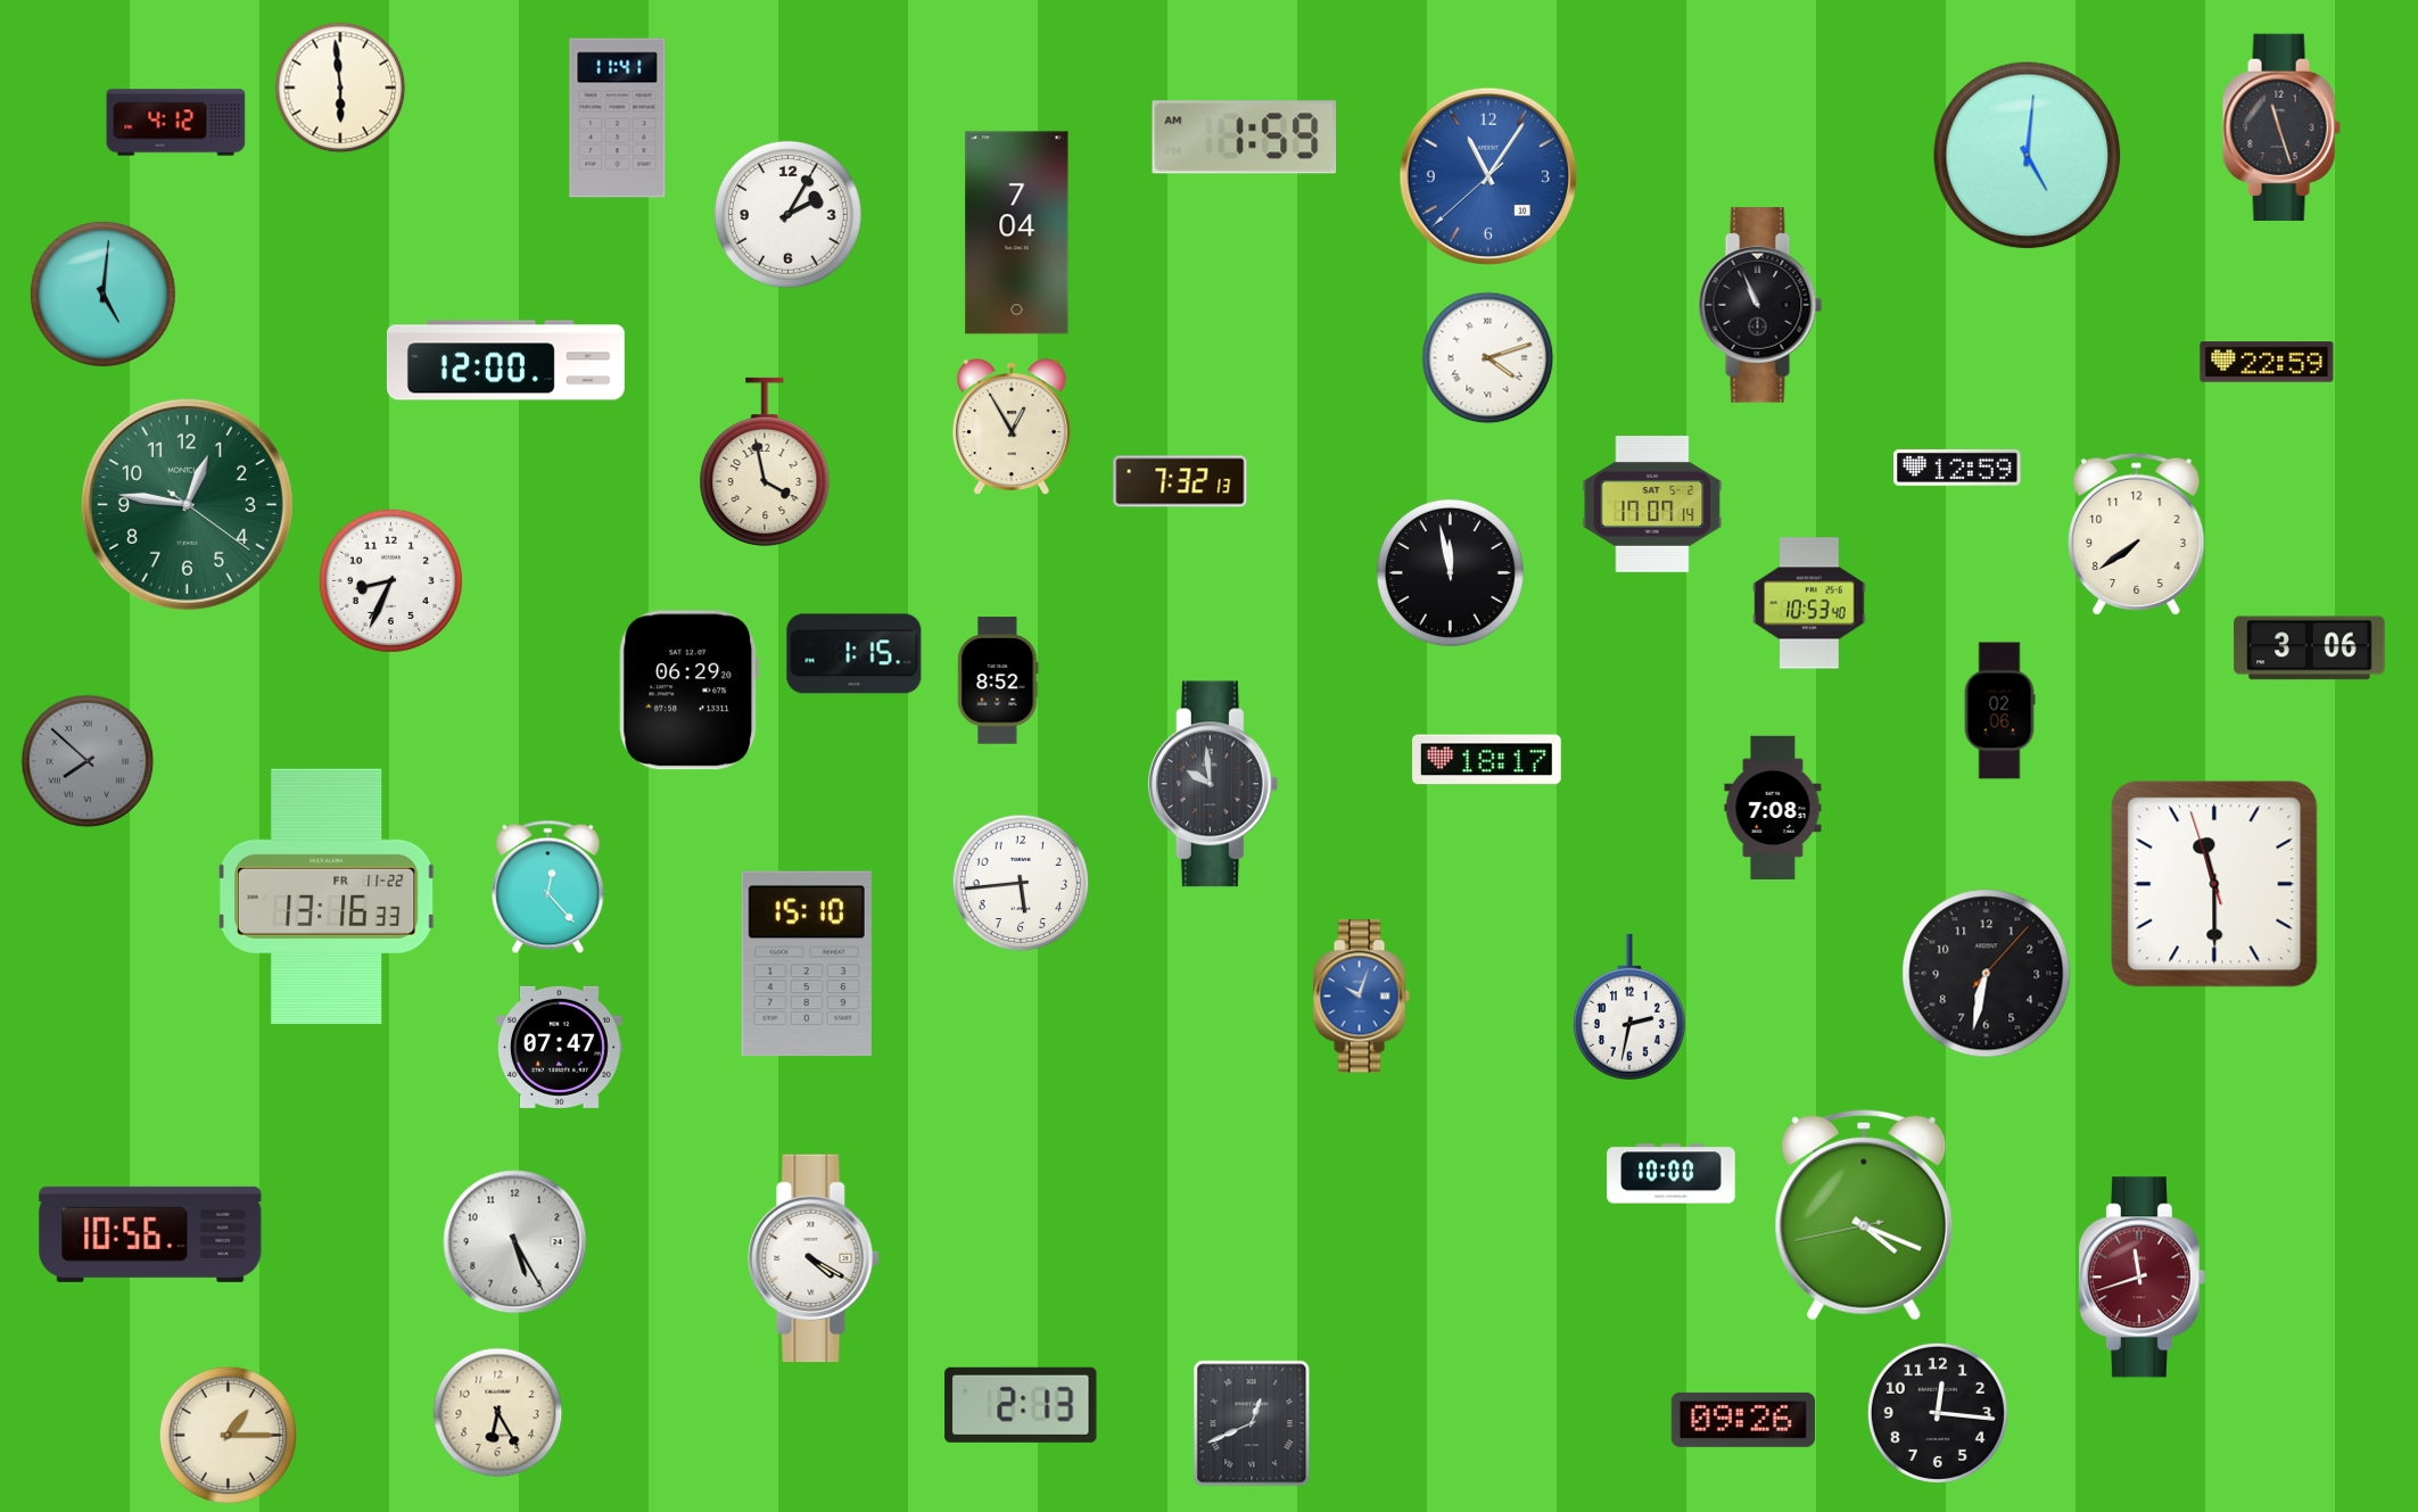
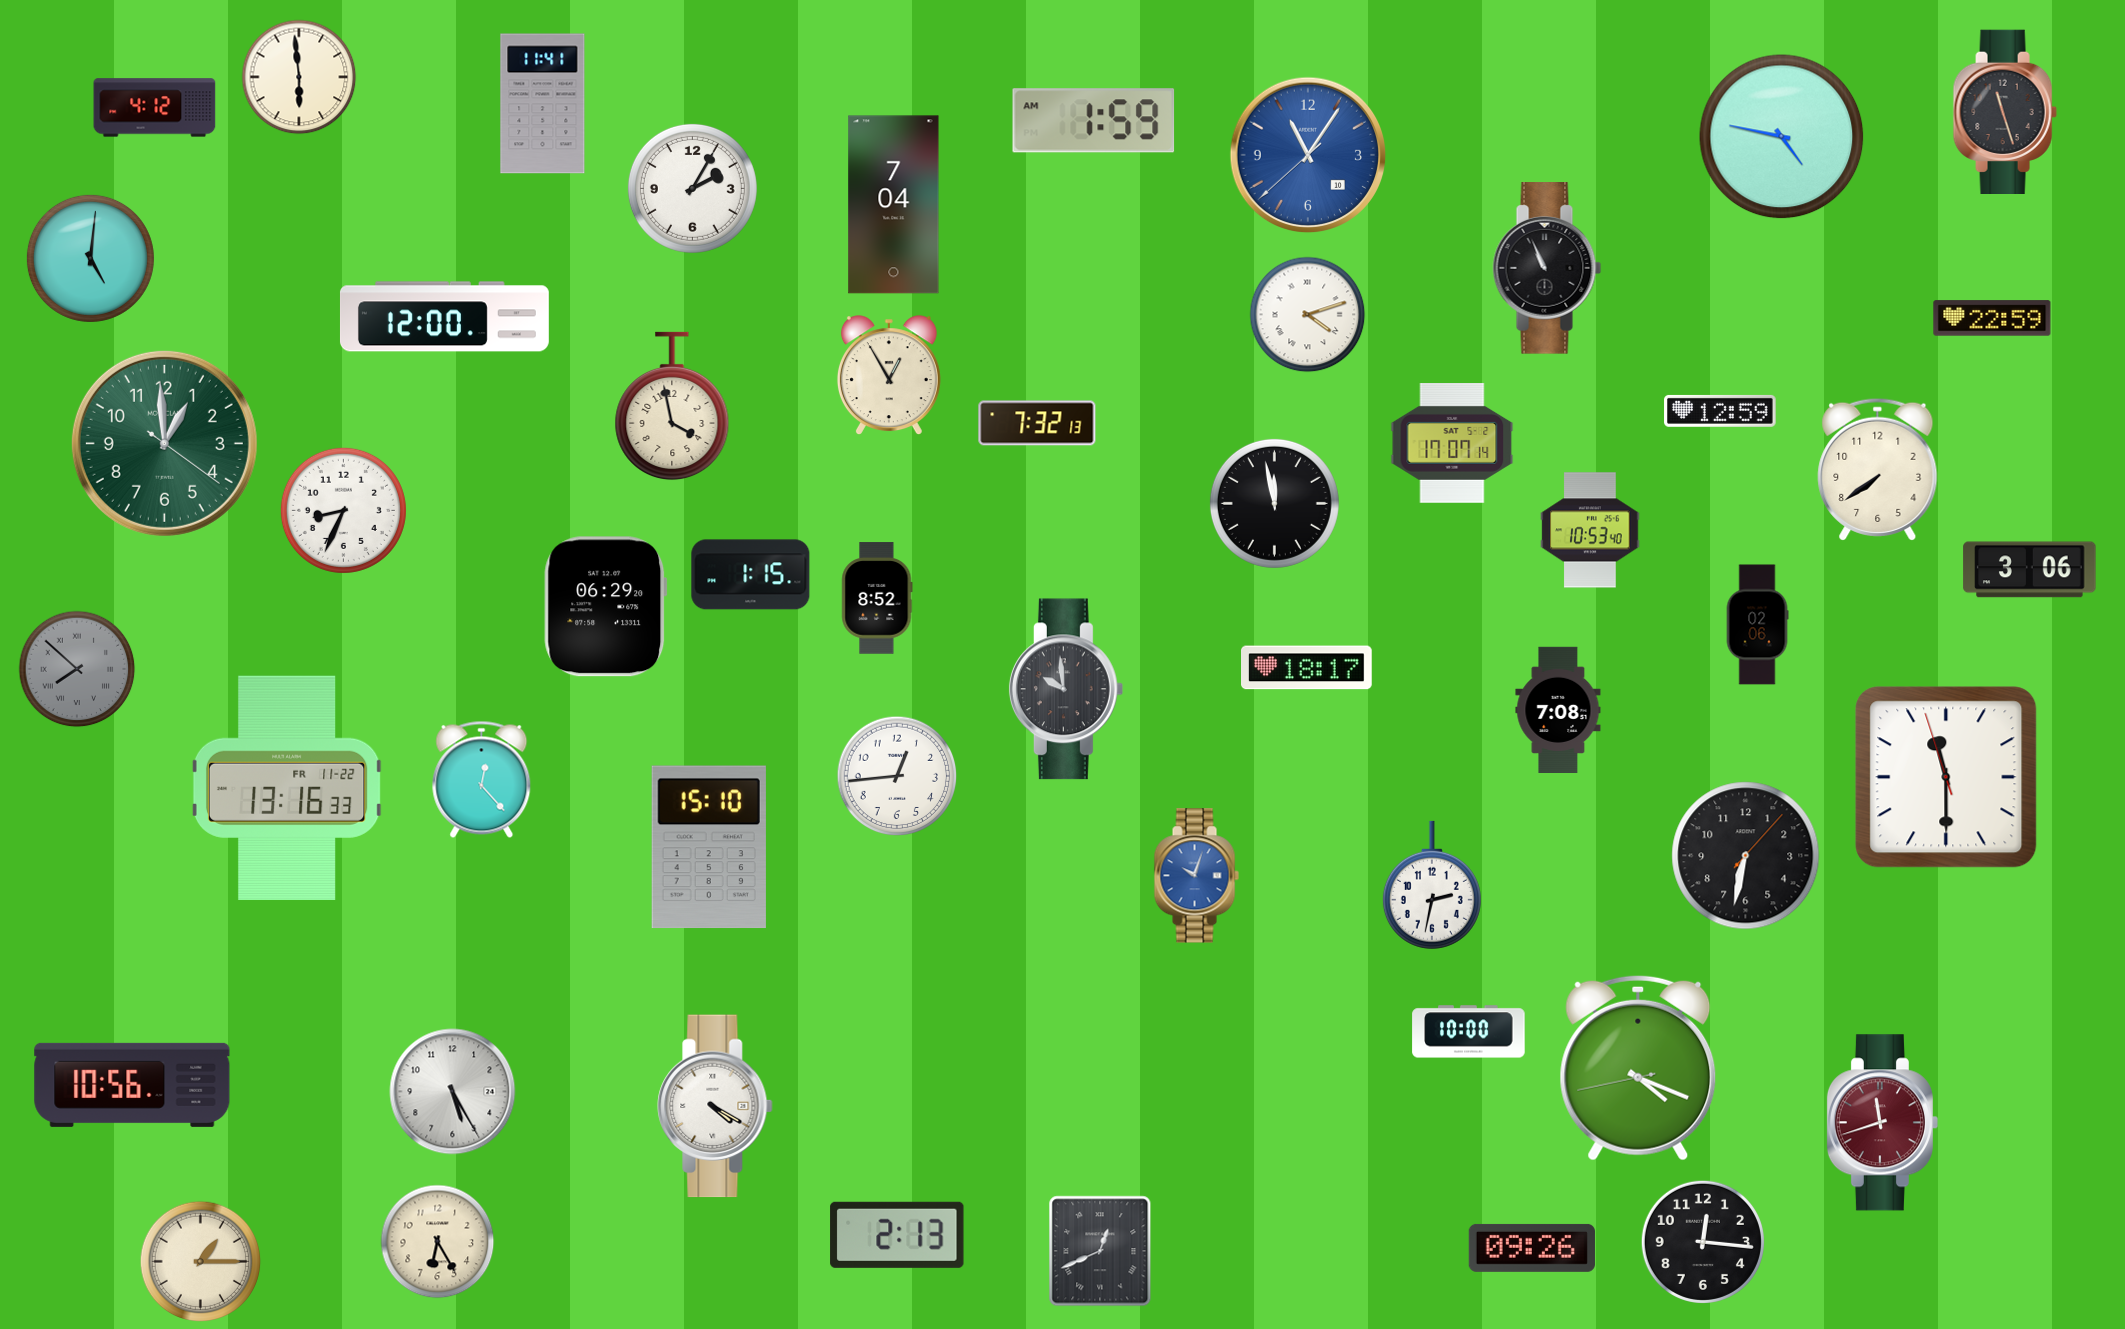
clock at (2028, 156): 5:01 -> 4:47
clock at (187, 504): 12:46 -> 12:59
clock at (1021, 883): 5:44 -> 12:44
clock at (560, 1047): 07:47 -> none
